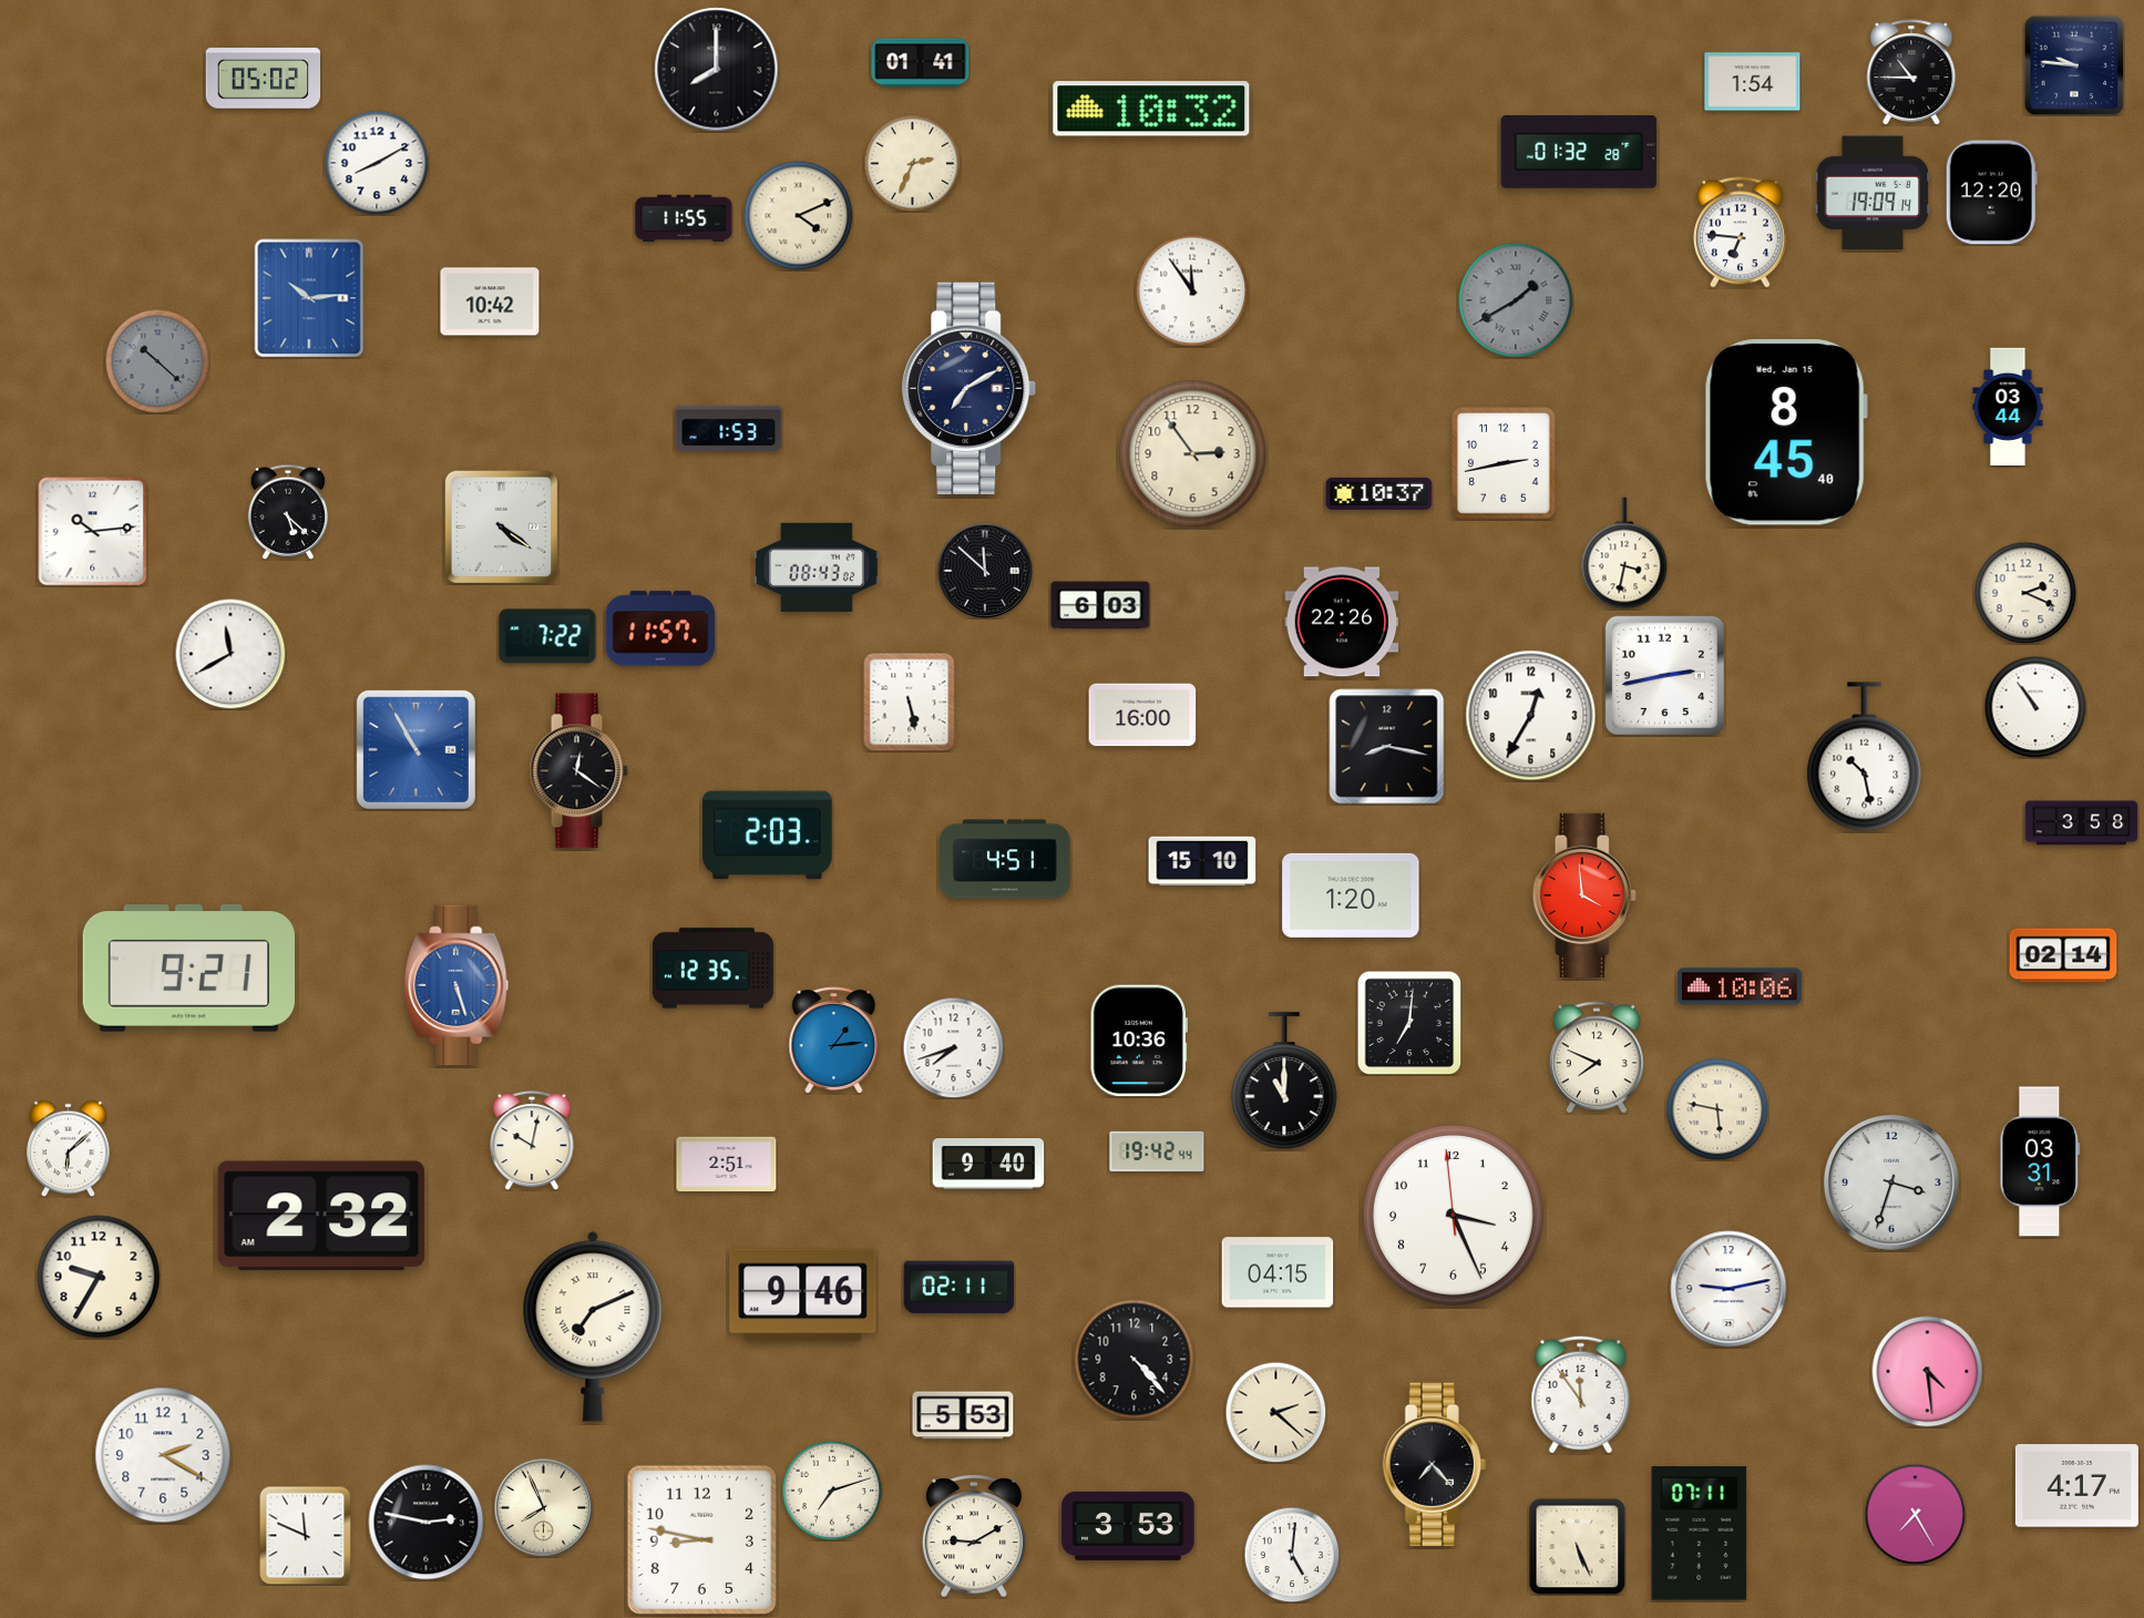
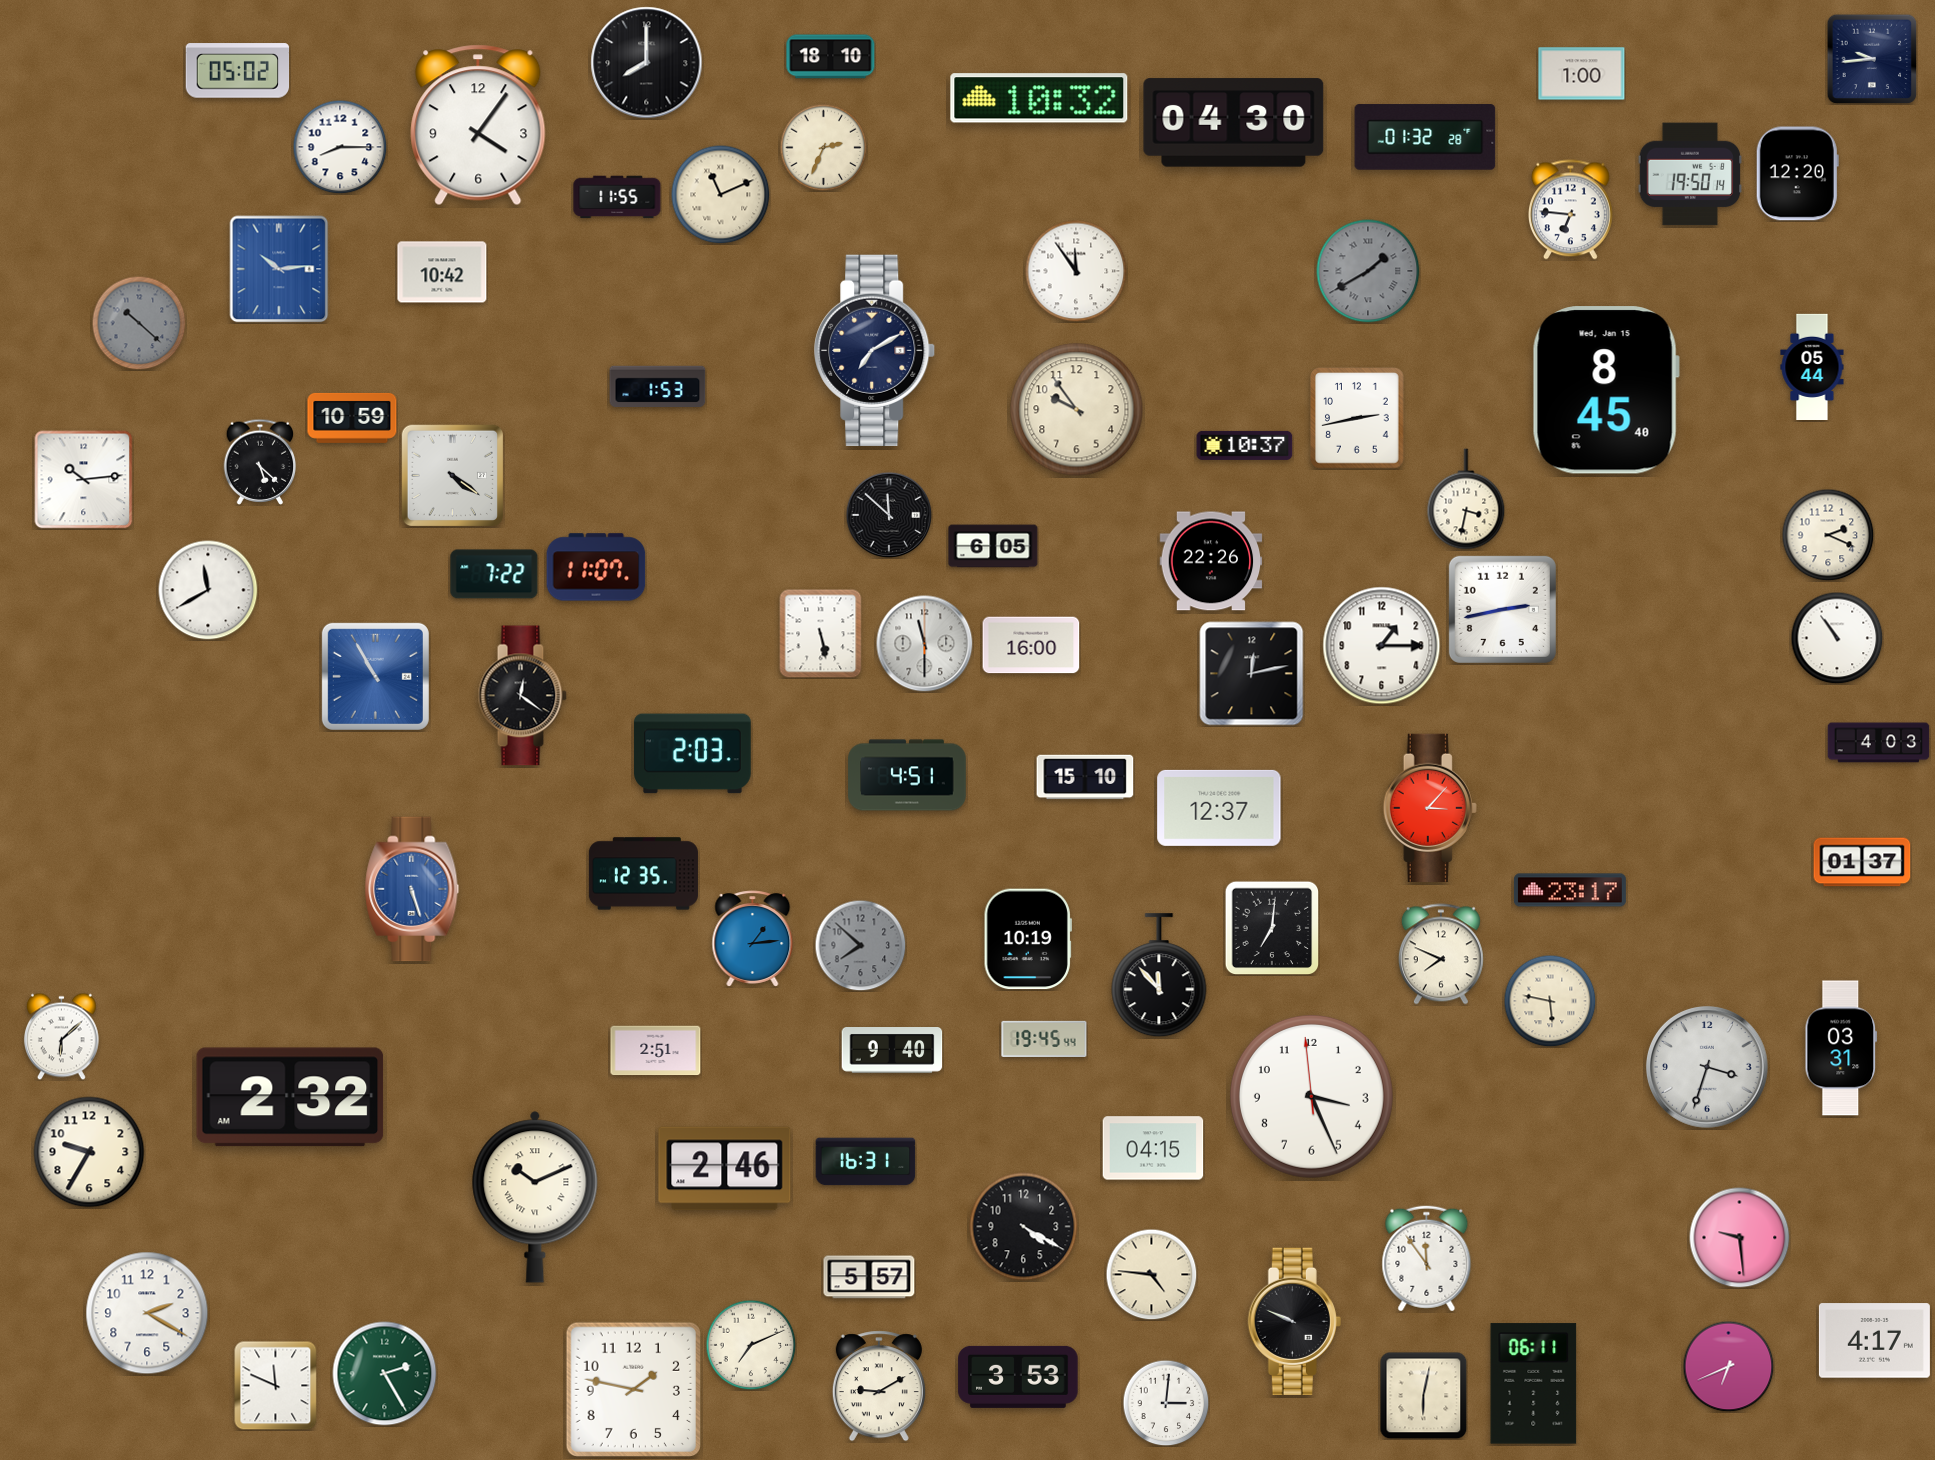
clock at (921, 63): 01:41 -> 18:10
clock at (2074, 65): 9:46 -> 9:44
clock at (1911, 72): 10:45 -> none
clock at (1753, 82): 1:54 -> 1:00
clock at (1234, 123): none -> 04:30
clock at (478, 125): none -> 4:06
clock at (377, 163): 8:10 -> 8:15
clock at (1871, 193): 19:09 -> 19:50
clock at (799, 216): 4:11 -> 11:11
clock at (1192, 290) position: (1192, 290) -> (1076, 271)
clock at (157, 361) position: (157, 361) -> (139, 323)
clock at (2008, 406): 03:44 -> 05:44
clock at (1786, 432) position: (1786, 432) -> (1606, 390)
clock at (1193, 454): 2:54 -> 9:54
clock at (352, 418): none -> 10:59
clock at (817, 567): 08:43 -> none
clock at (1100, 605): 6:03 -> 6:05
clock at (660, 628): 11:57 -> 11:07
clock at (925, 644): none -> 11:30
clock at (1531, 716): 12:35 -> 1:15
clock at (1387, 747): 8:17 -> 12:13
clock at (1865, 757): 10:28 -> none
clock at (2082, 823): 3:58 -> 4:03
clock at (1584, 894): 3:59 -> 3:07
clock at (1351, 895): 1:20 -> 12:37
clock at (2063, 955): 02:14 -> 01:37
clock at (188, 969): 9:21 -> none
clock at (1740, 986): 10:06 -> 23:17
clock at (1409, 1023) position: (1409, 1023) -> (1272, 928)
clock at (1139, 1041): 10:36 -> 10:19
clock at (953, 1047): 7:42 -> 7:52
clock at (953, 1047) dial: white -> grey
clock at (1284, 1082): 11:00 -> 11:53
clock at (532, 1140): 10:02 -> none
clock at (1157, 1150): 19:42 -> 19:45
clock at (960, 1288): 02:11 -> 16:31
clock at (1728, 1289): 9:13 -> none
clock at (803, 1296): 9:46 -> 2:46
clock at (593, 1327): 7:11 -> 10:11
clock at (1135, 1360): 4:23 -> 4:20
clock at (1928, 1372): 4:29 -> 9:29
clock at (1275, 1412): 2:22 -> 4:46
clock at (963, 1415): 5:53 -> 5:57
clock at (1434, 1464): 7:23 -> 9:49
clock at (832, 1491): 7:12 -> 7:11
clock at (543, 1507): 7:56 -> none
clock at (1915, 1514): 7:25 -> 6:41
clock at (427, 1523): 2:47 -> 2:25
clock at (427, 1523) dial: black -> green
clock at (1700, 1534): 07:11 -> 06:11
clock at (701, 1539): 8:47 -> 1:47
clock at (1577, 1546): 5:26 -> 6:02
clock at (1292, 1555): 5:01 -> 3:01
